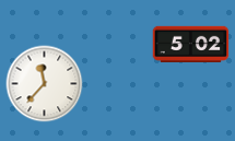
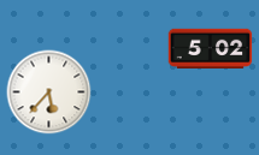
clock at (45, 84): 11:37 -> 5:37
